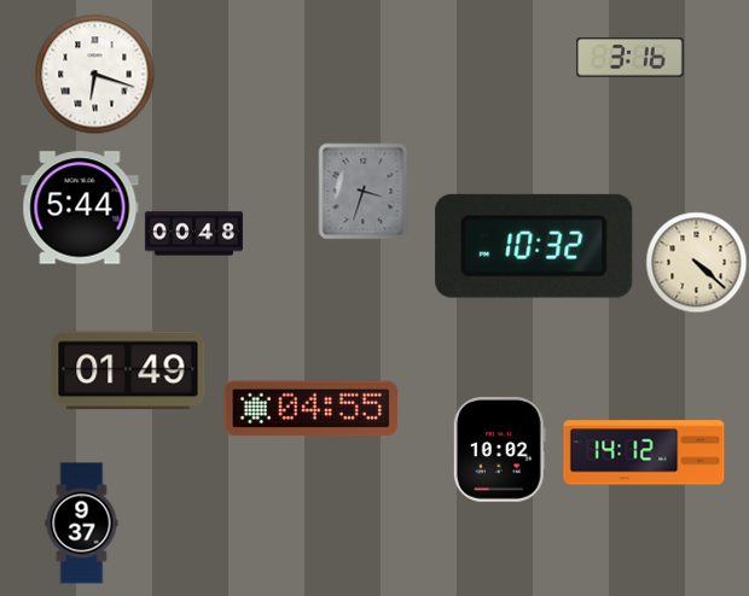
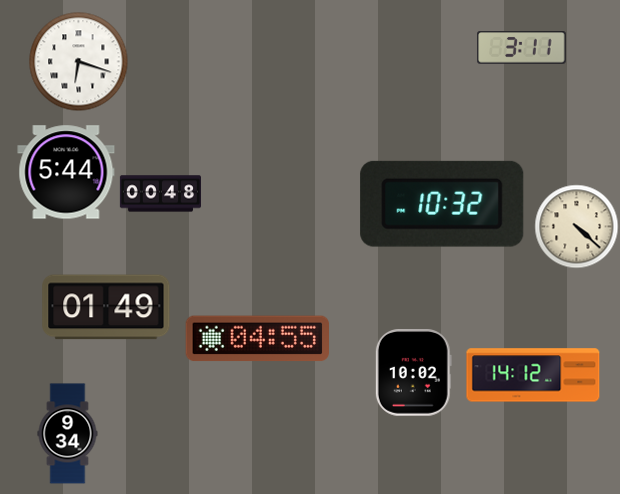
clock at (631, 58): 3:16 -> 3:11
clock at (364, 192): 3:33 -> none
clock at (697, 263) position: (697, 263) -> (577, 227)
clock at (82, 524): 9:37 -> 9:34
